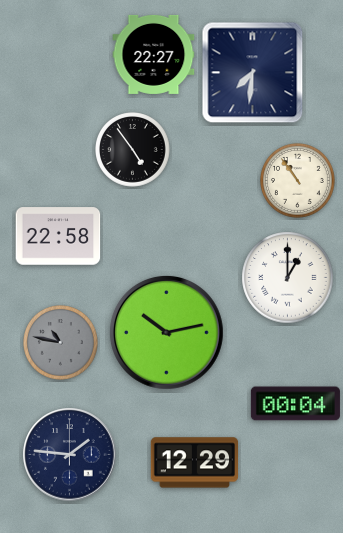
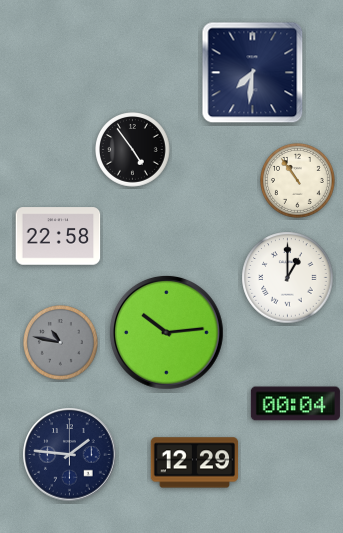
clock at (154, 54): 22:27 -> none
clock at (166, 332): 10:13 -> 10:14
